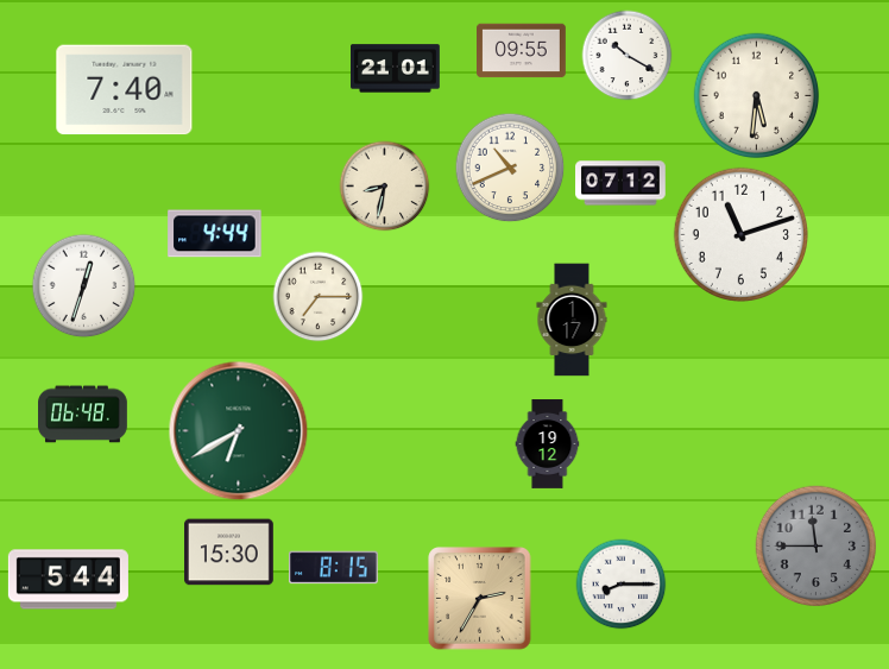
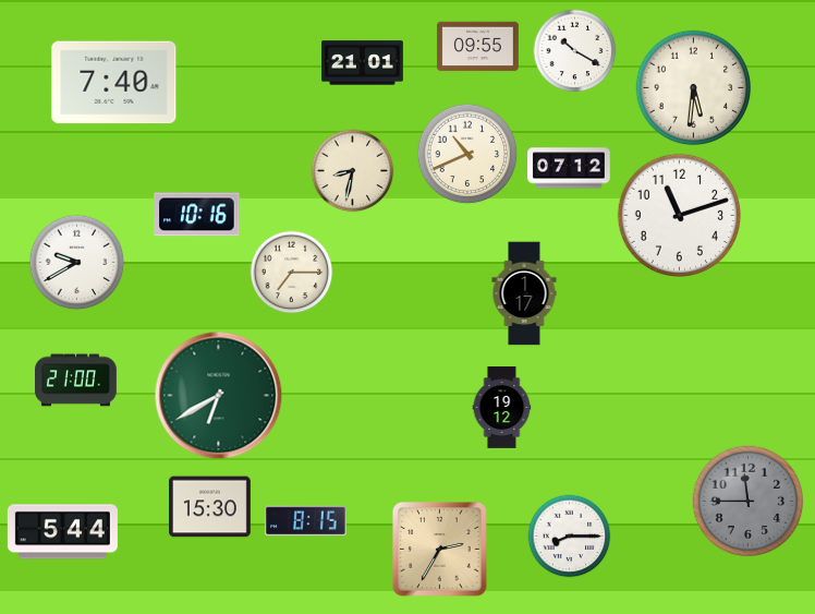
clock at (215, 234): 4:44 -> 10:16
clock at (84, 286): 12:33 -> 9:40
clock at (83, 415): 06:48 -> 21:00
